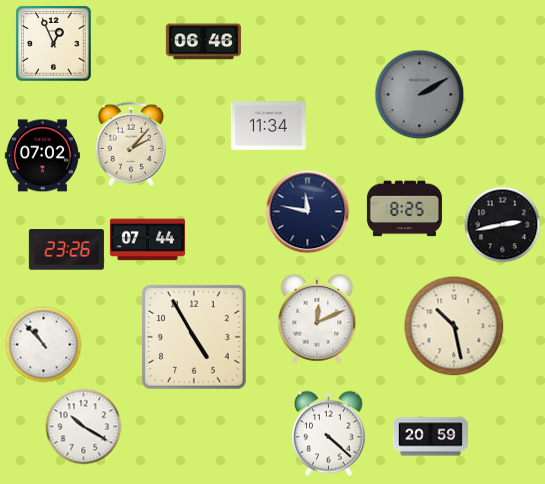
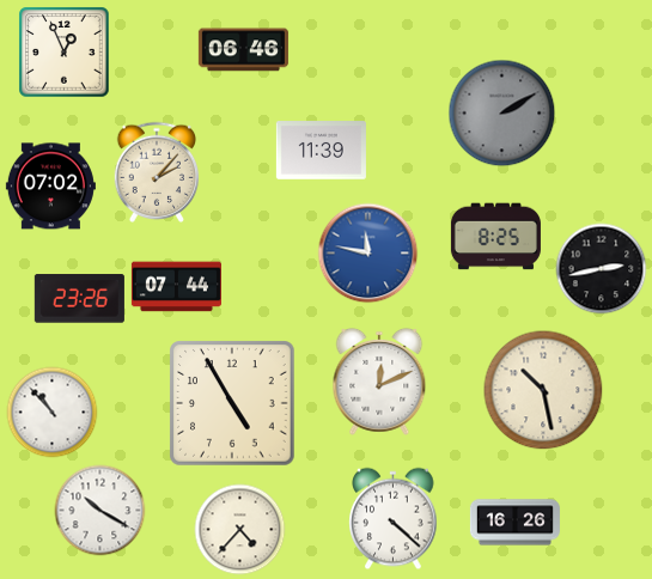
clock at (268, 126): 11:34 -> 11:39
clock at (404, 209) position: (404, 209) -> (495, 237)
clock at (308, 212) dial: navy -> blue
clock at (430, 437): 20:59 -> 16:26
clock at (240, 530): none -> 4:37
